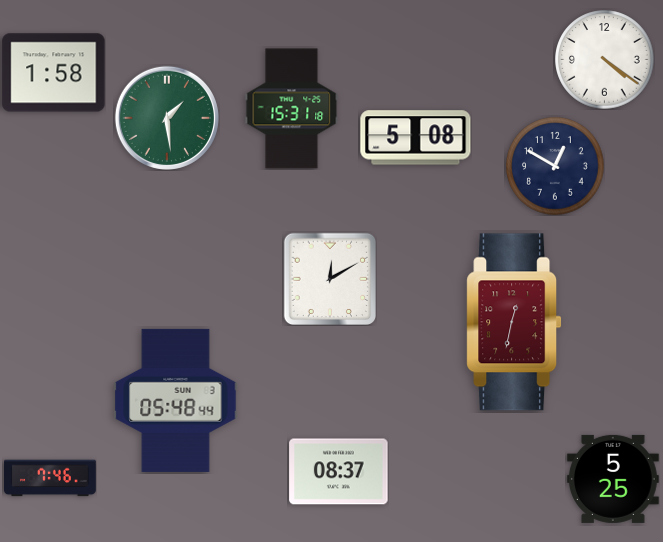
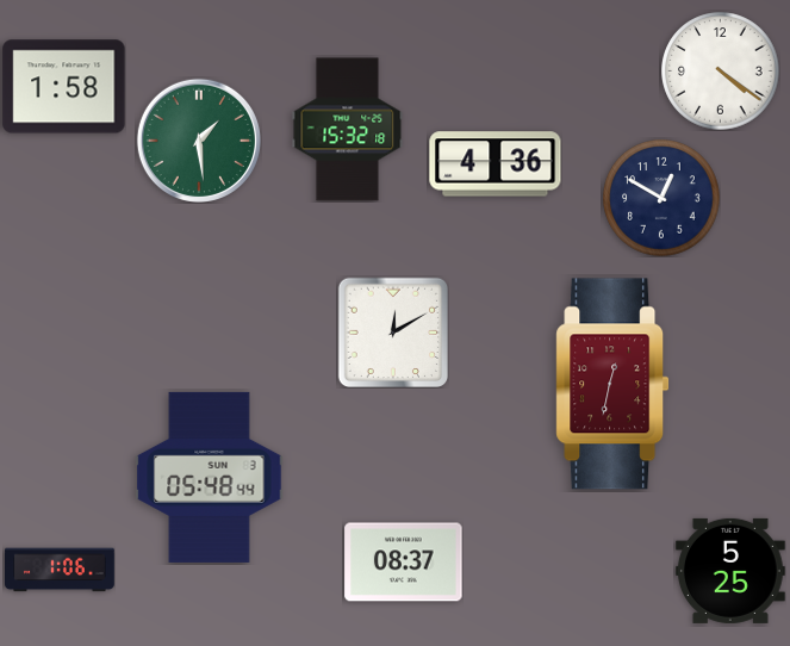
clock at (292, 109): 15:31 -> 15:32
clock at (416, 138): 5:08 -> 4:36
clock at (51, 478): 7:46 -> 1:06
